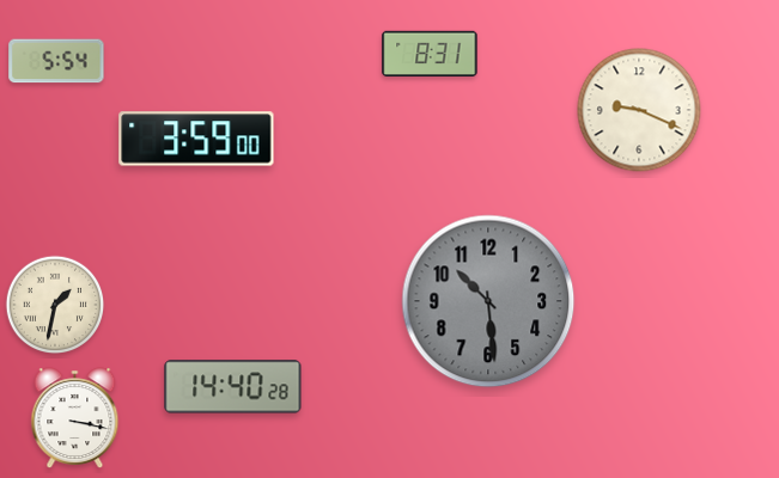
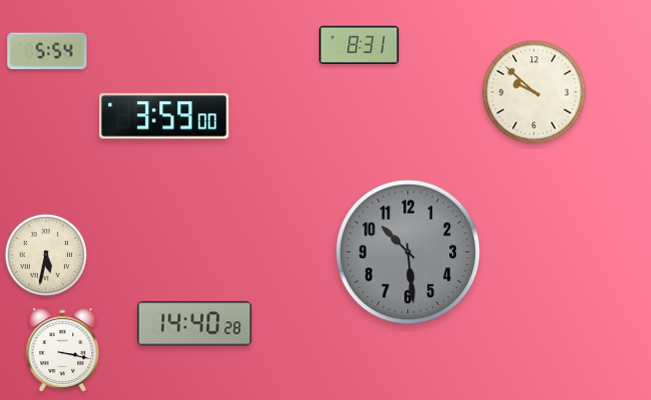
clock at (639, 110): 9:19 -> 9:52
clock at (55, 305): 1:32 -> 5:32
